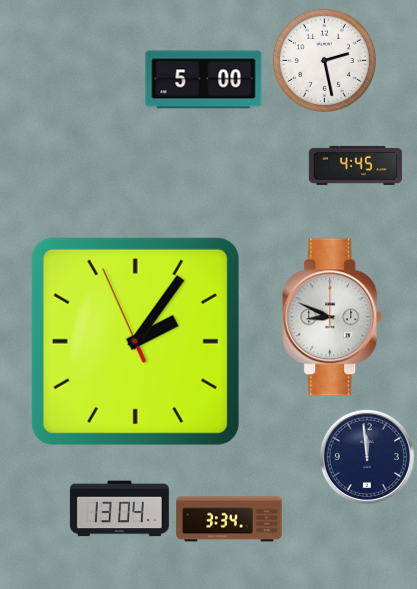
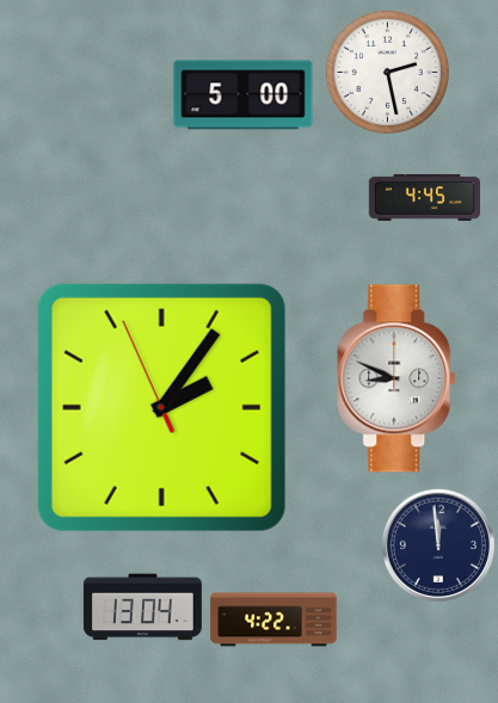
clock at (229, 519): 3:34 -> 4:22
